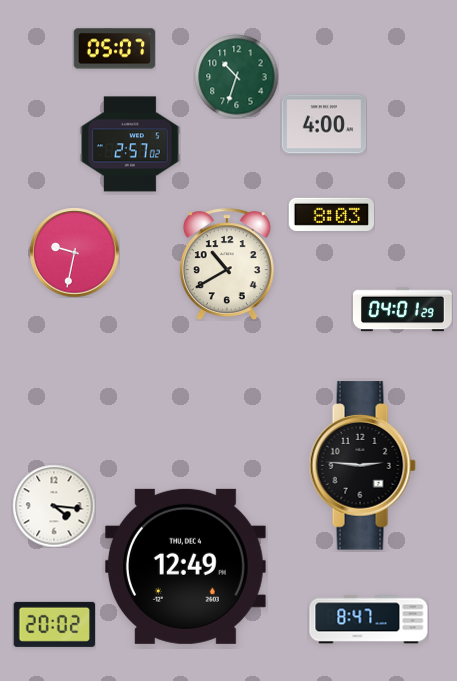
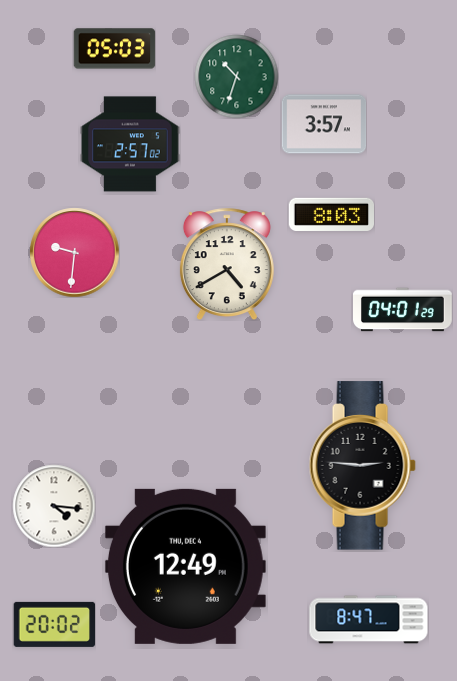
clock at (114, 49): 05:07 -> 05:03
clock at (324, 124): 4:00 -> 3:57
clock at (74, 252): 9:32 -> 9:31
clock at (227, 264): 10:40 -> 4:40
